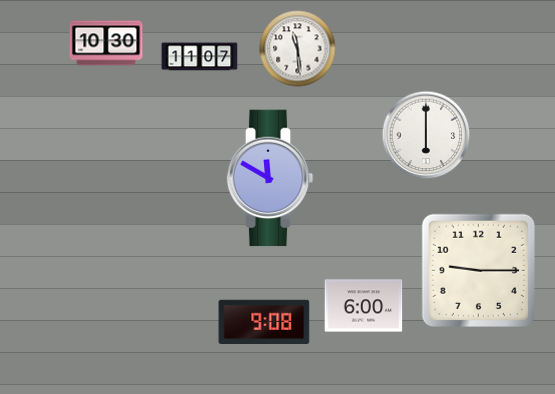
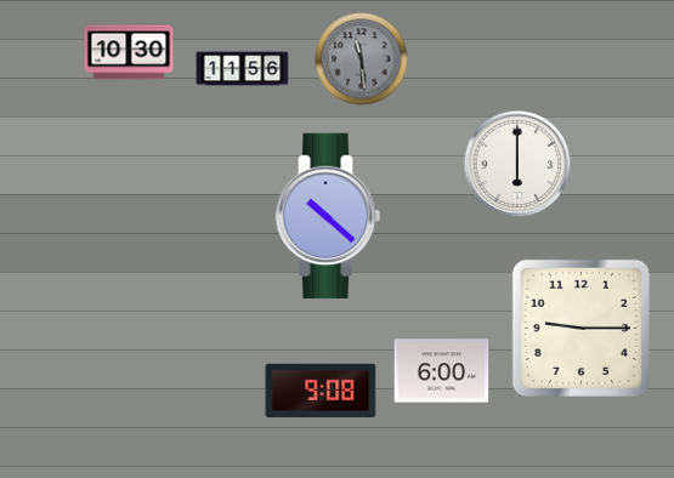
clock at (298, 49) dial: white -> grey
clock at (200, 57): 11:07 -> 11:56
clock at (270, 178): 11:50 -> 10:22
